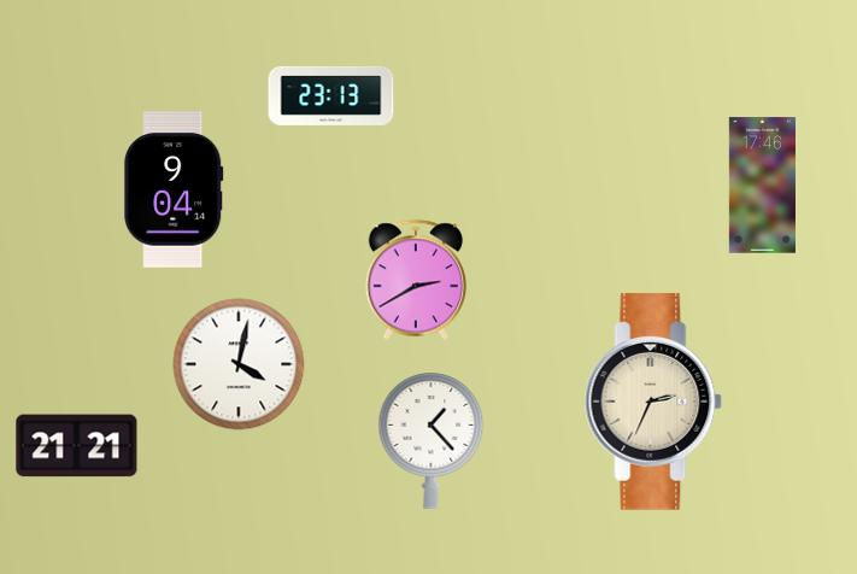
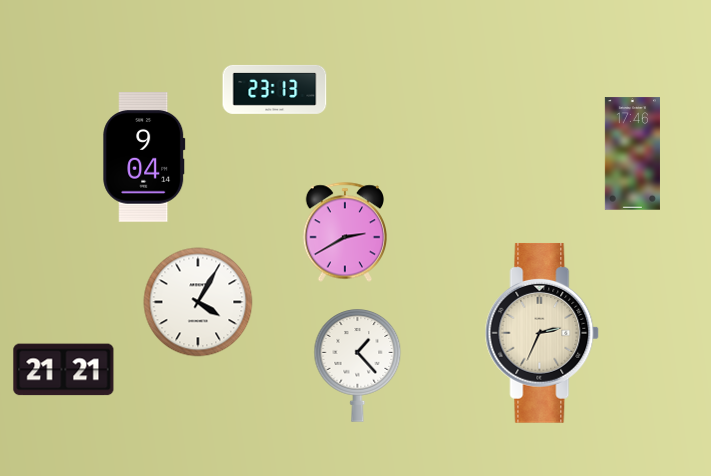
clock at (331, 95) position: (331, 95) -> (275, 89)
clock at (239, 364): 4:02 -> 4:05
